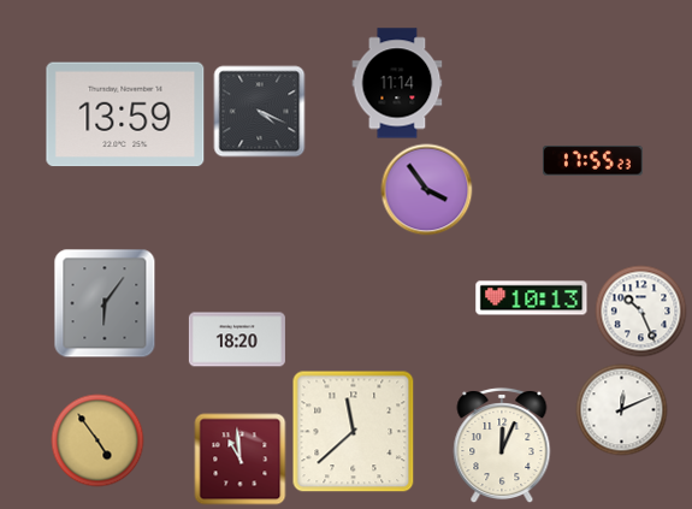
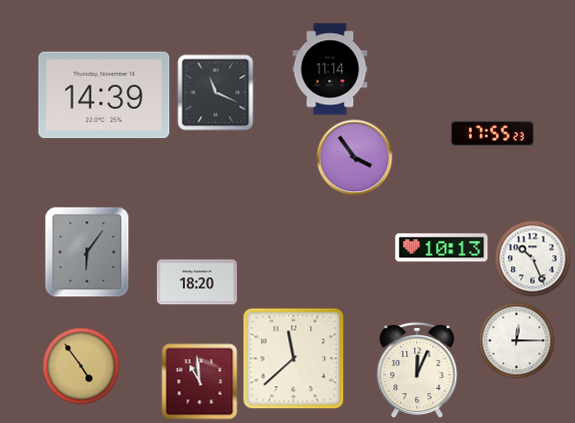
clock at (260, 112): 4:19 -> 11:19
clock at (125, 114): 13:59 -> 14:39
clock at (622, 410): 12:11 -> 12:15
